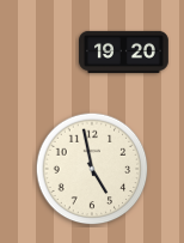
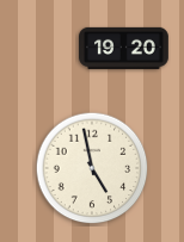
clock at (124, 51) position: (124, 51) -> (124, 48)
